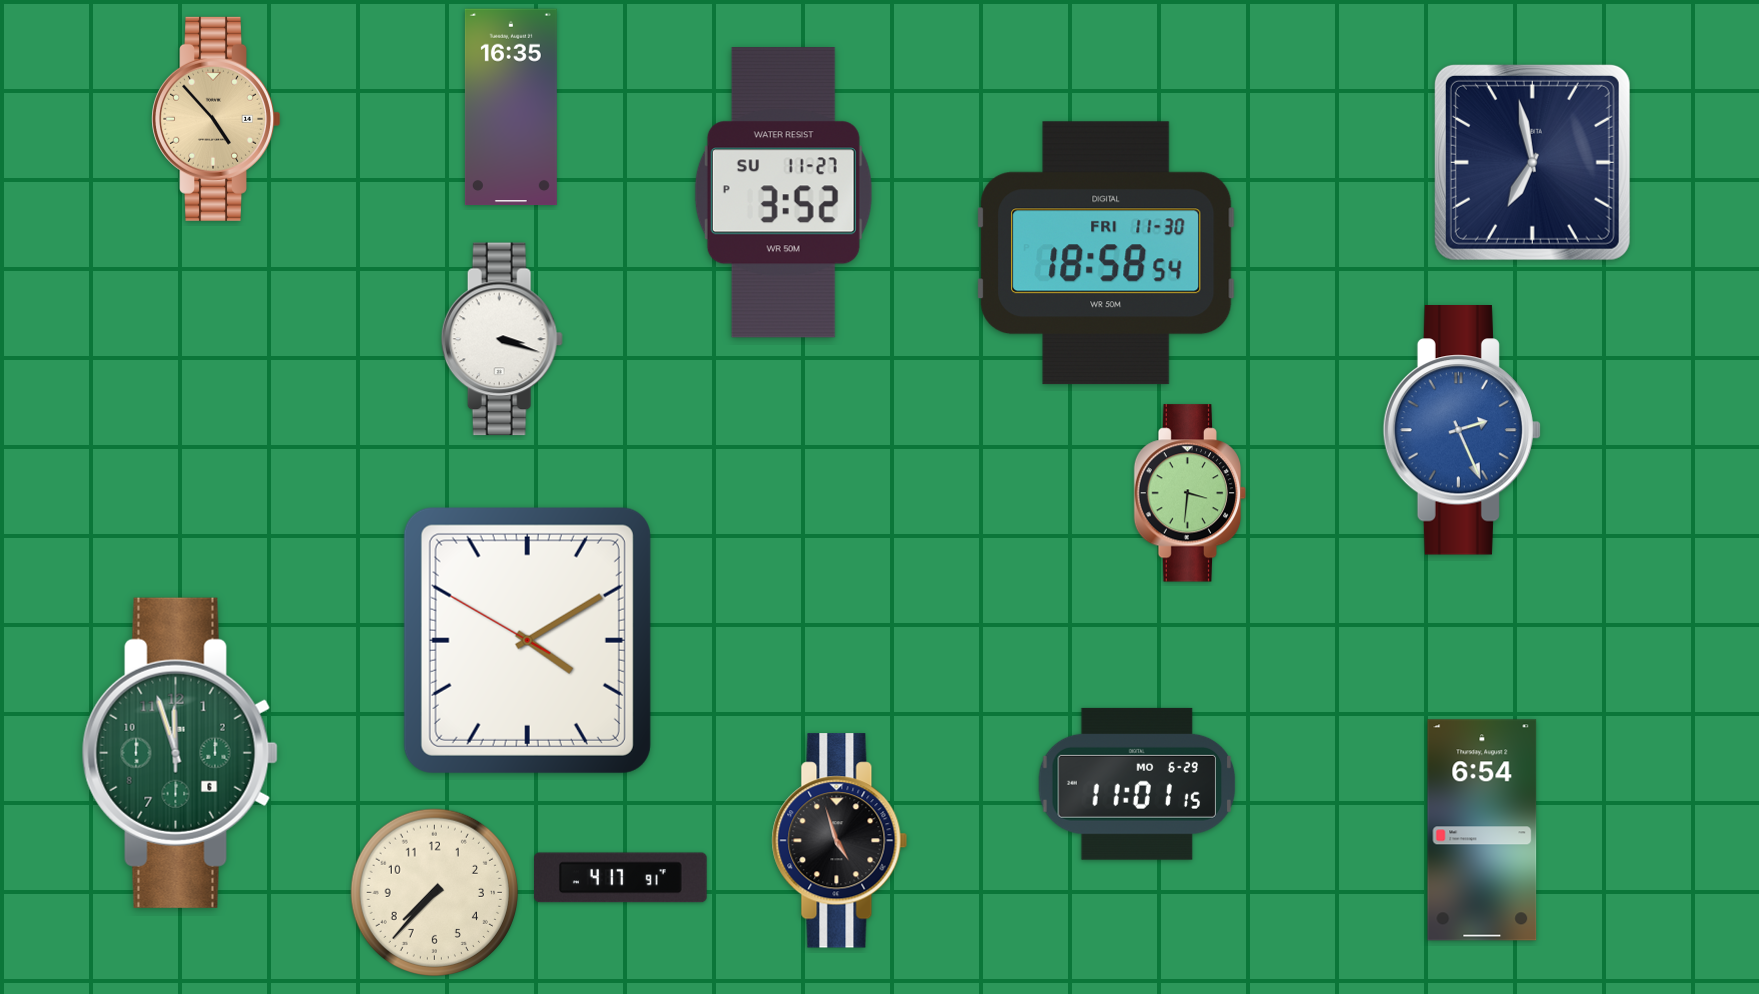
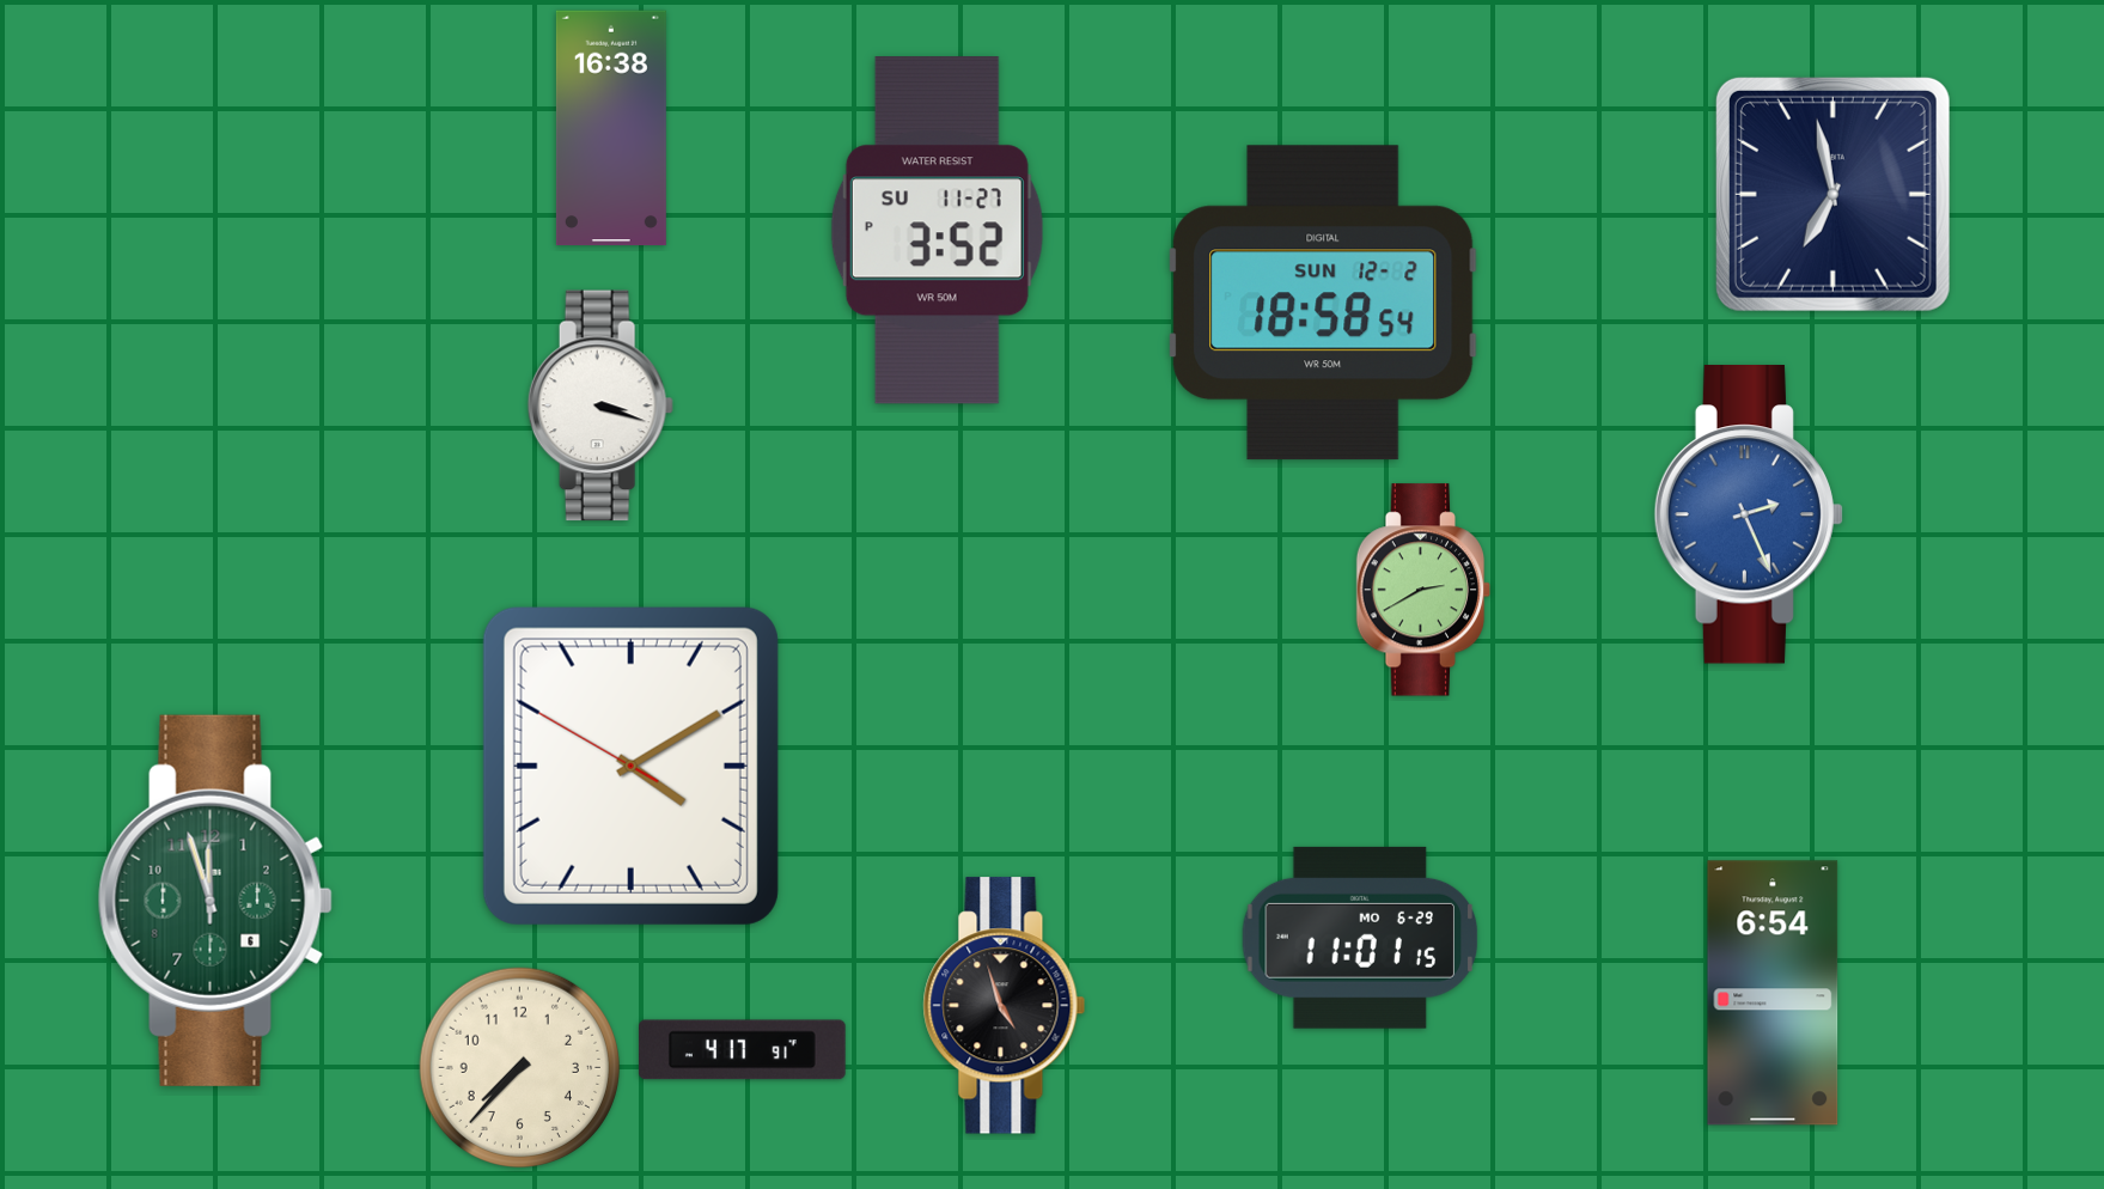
clock at (511, 107): 16:35 -> 16:38
clock at (215, 119): 4:53 -> none
clock at (1106, 253) date: FRI 11-30 -> SUN 12-2
clock at (1190, 493): 3:31 -> 2:40
